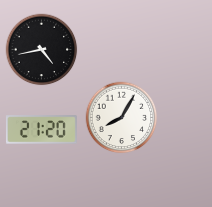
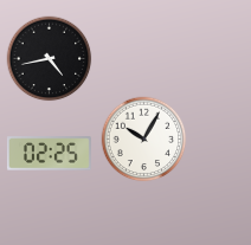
clock at (122, 118): 8:05 -> 10:05
clock at (41, 130): 21:20 -> 02:25
